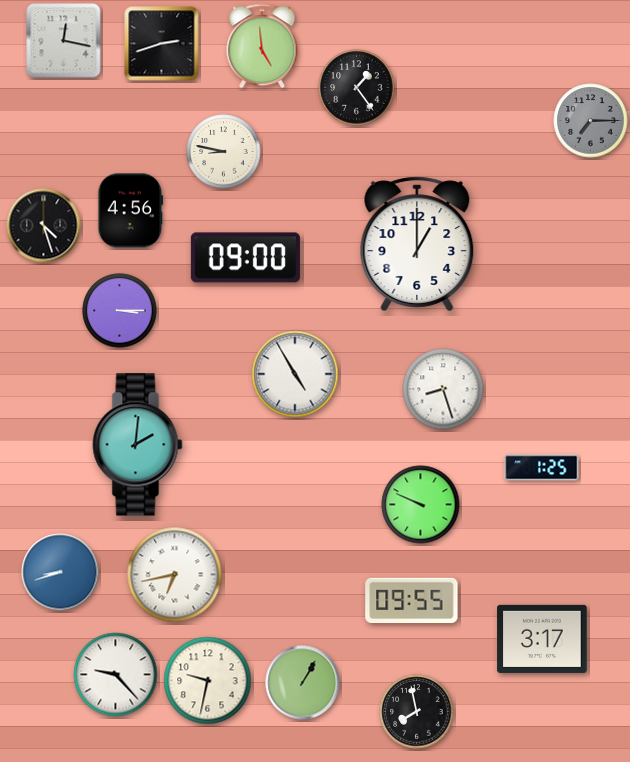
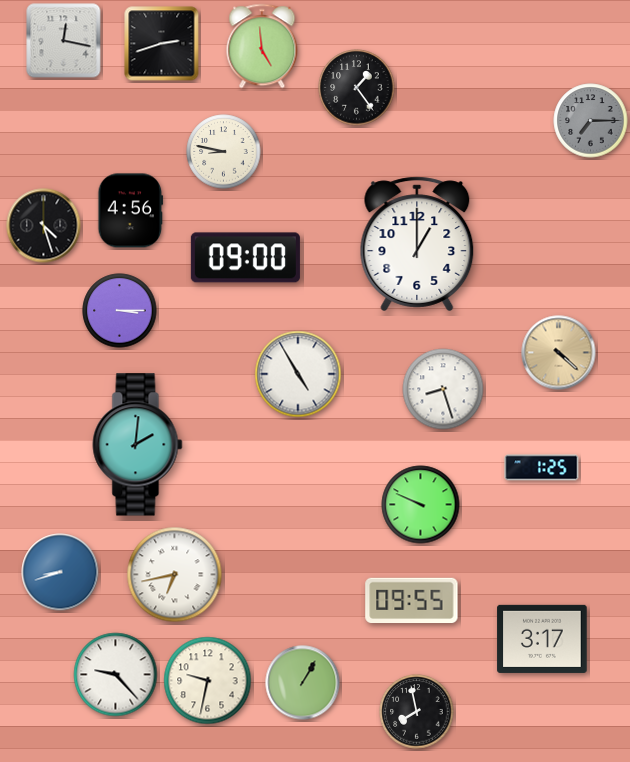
clock at (559, 353): none -> 4:22
clock at (295, 374) position: (295, 374) -> (298, 374)
